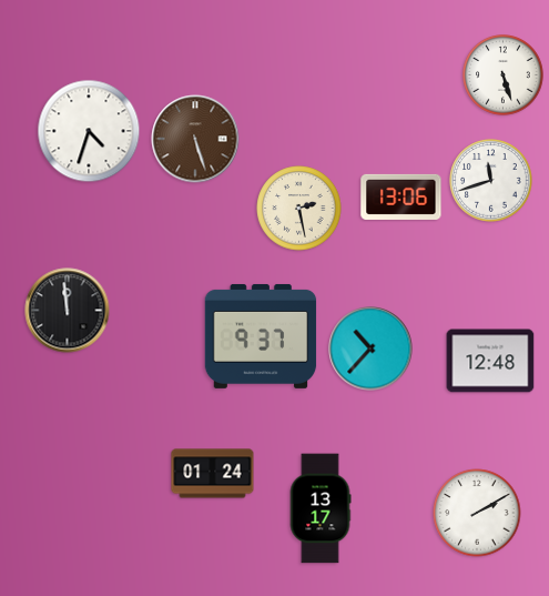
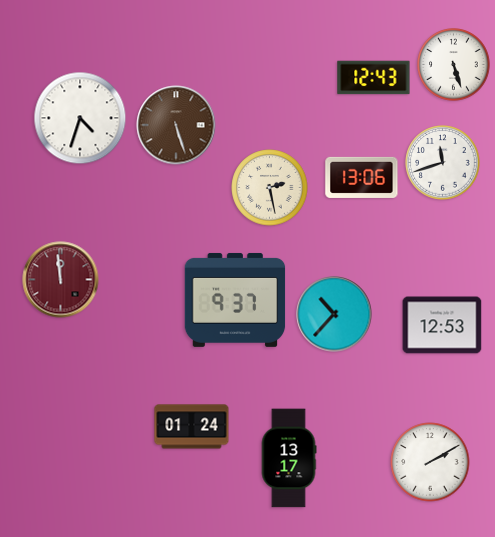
clock at (504, 75) position: (504, 75) -> (454, 65)
clock at (374, 78): none -> 12:43
clock at (68, 311) dial: black -> burgundy
clock at (261, 336) position: (261, 336) -> (235, 300)
clock at (490, 361): 12:48 -> 12:53
